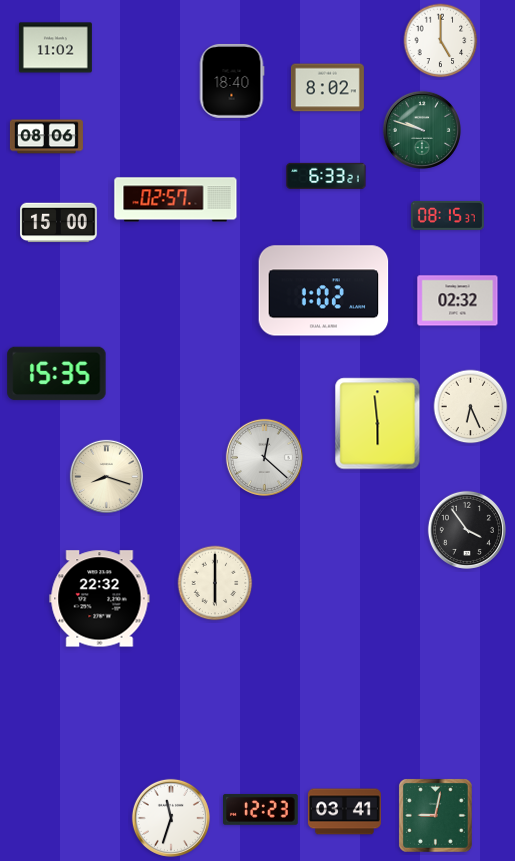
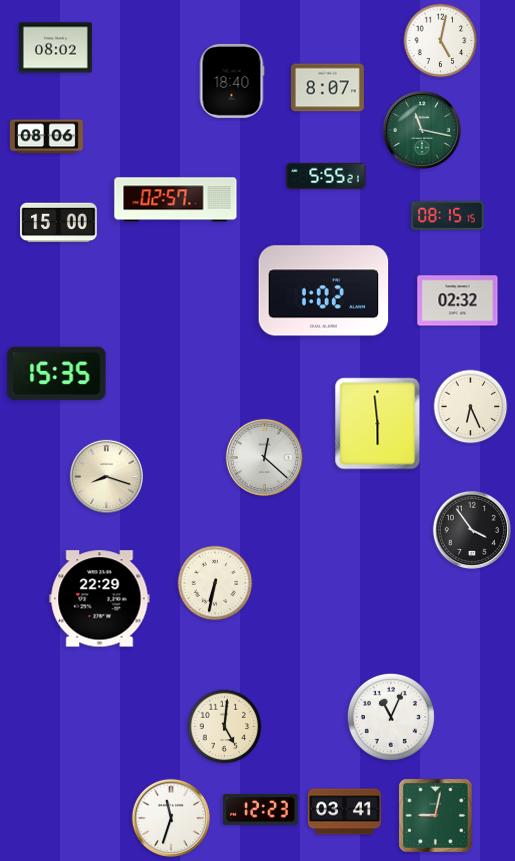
clock at (441, 41): 5:00 -> 5:02
clock at (55, 48): 11:02 -> 08:02
clock at (327, 88): 8:02 -> 8:07
clock at (422, 130): 9:48 -> 11:17
clock at (326, 176): 6:33 -> 5:55
clock at (447, 215): 08:15:37 -> 08:15:15
clock at (467, 530) position: (467, 530) -> (472, 530)
clock at (215, 583): 6:00 -> 6:32
clock at (100, 599): 22:32 -> 22:29
clock at (391, 717): none -> 11:04
clock at (225, 727): none -> 5:01
